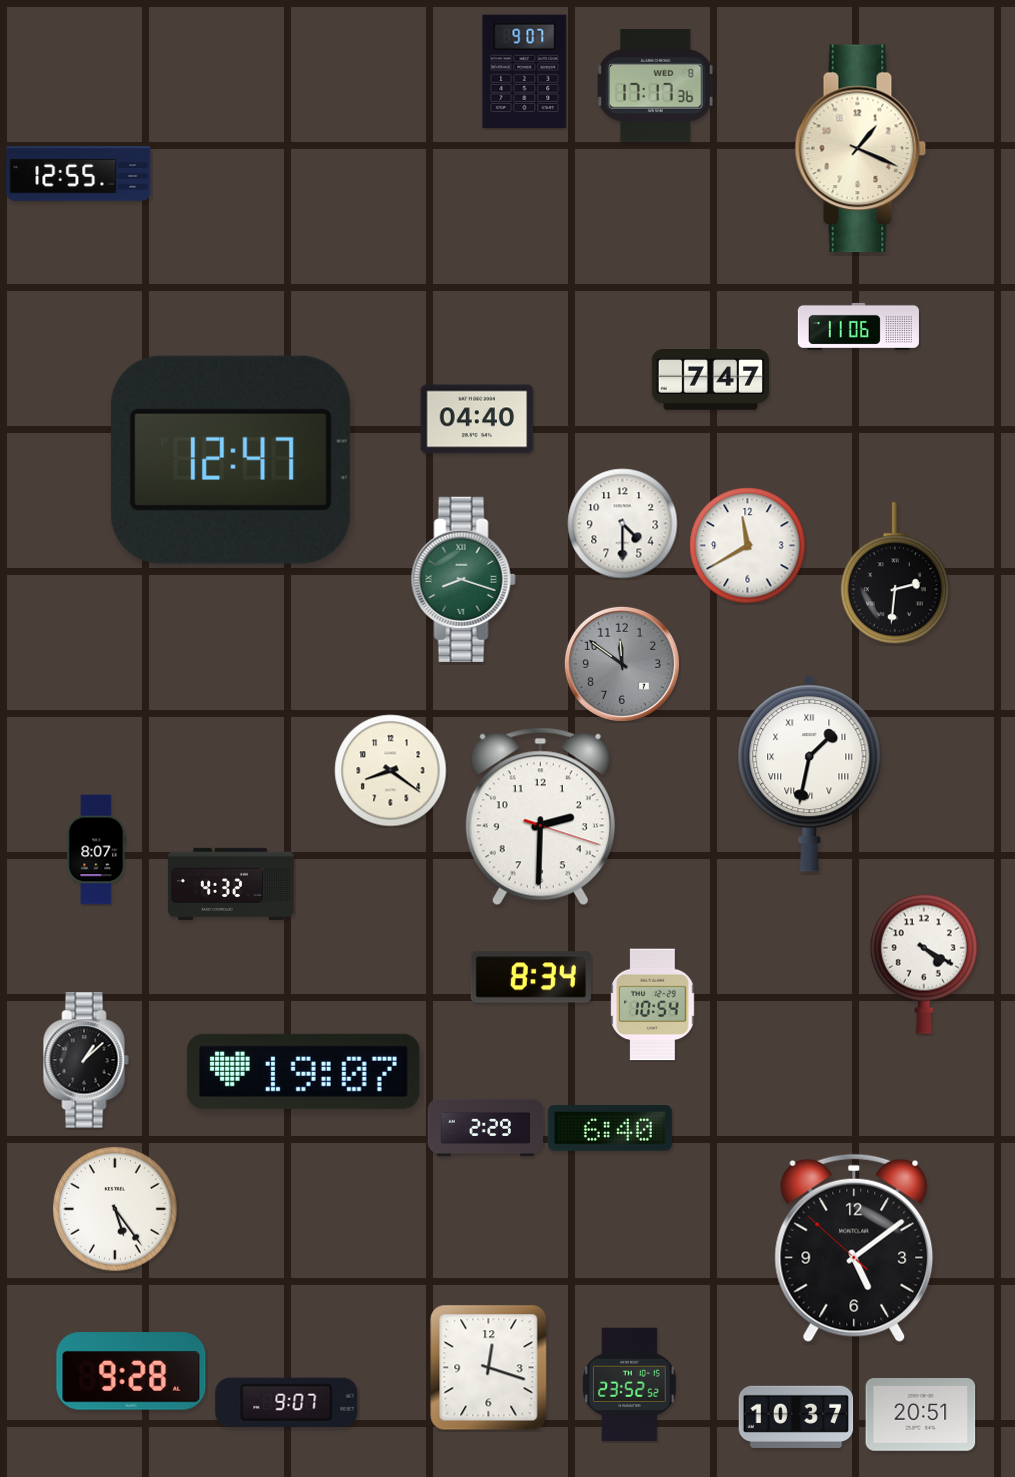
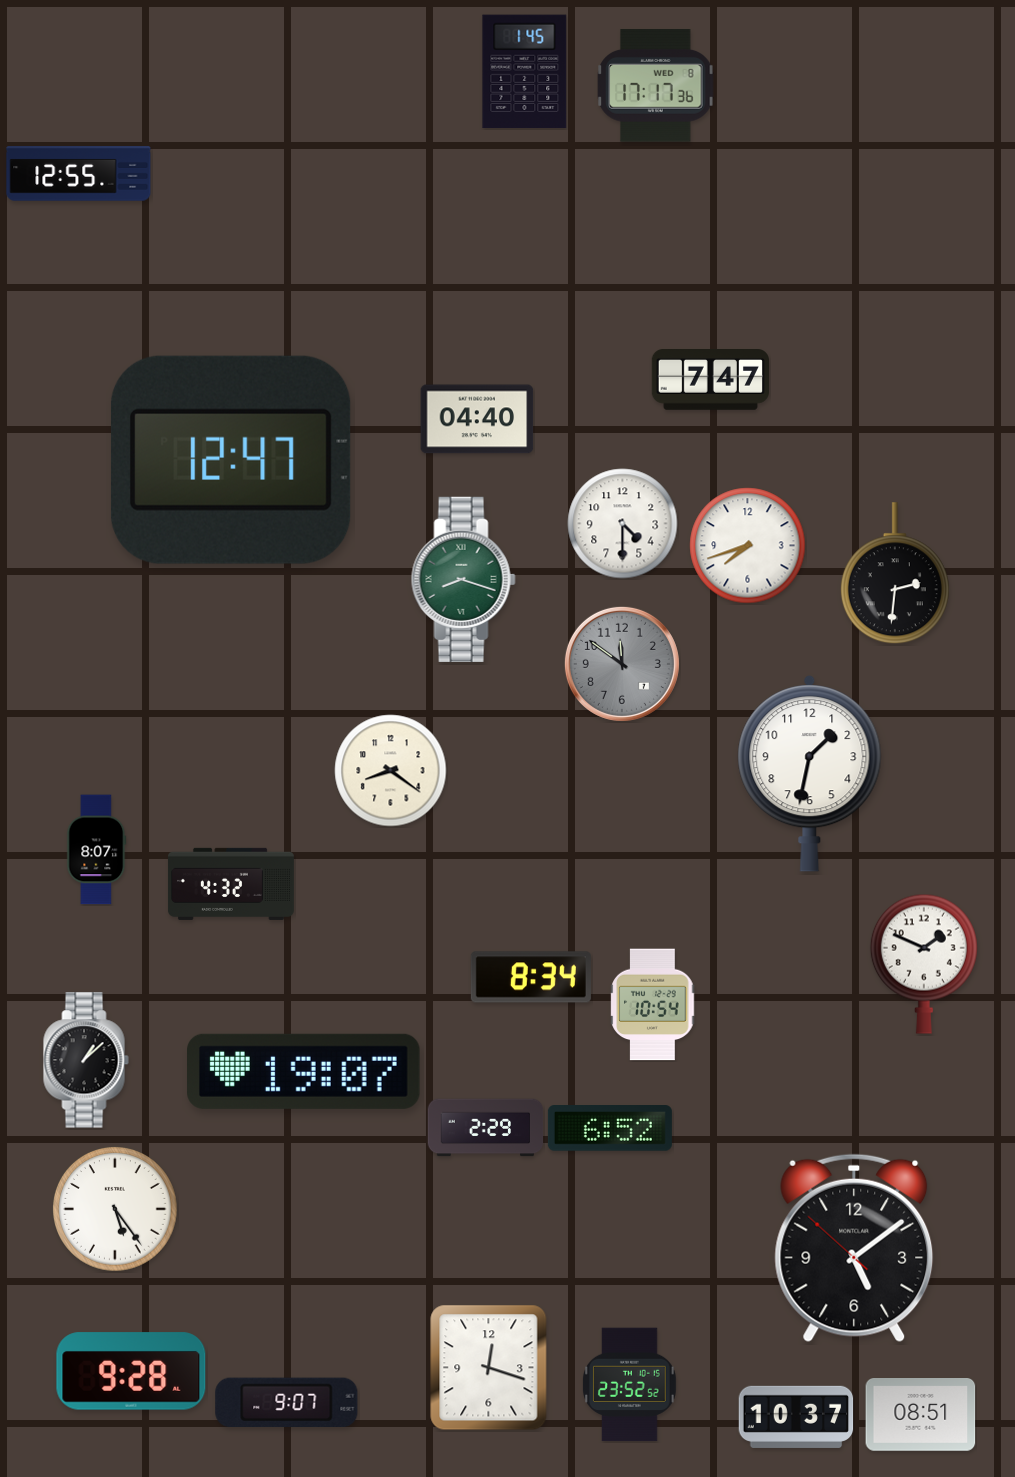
clock at (525, 72): 9:07 -> 1:45
clock at (861, 149): 1:19 -> none
clock at (858, 326): 11:06 -> none
clock at (748, 546): 11:40 -> 7:42
clock at (810, 773) numerals: Roman -> Arabic
clock at (540, 817): 2:30 -> none
clock at (924, 964): 4:20 -> 1:49
clock at (610, 1128): 6:40 -> 6:52
clock at (921, 1415): 20:51 -> 08:51
